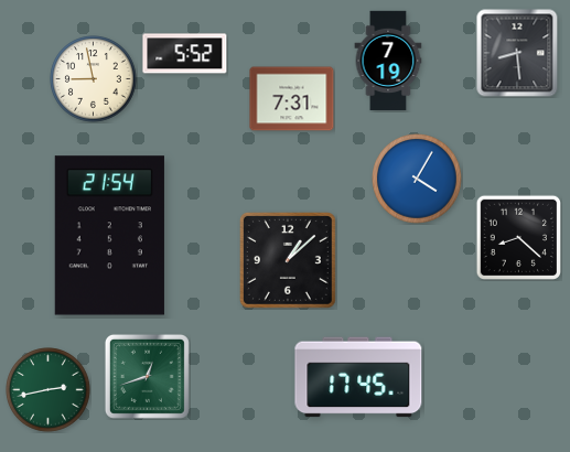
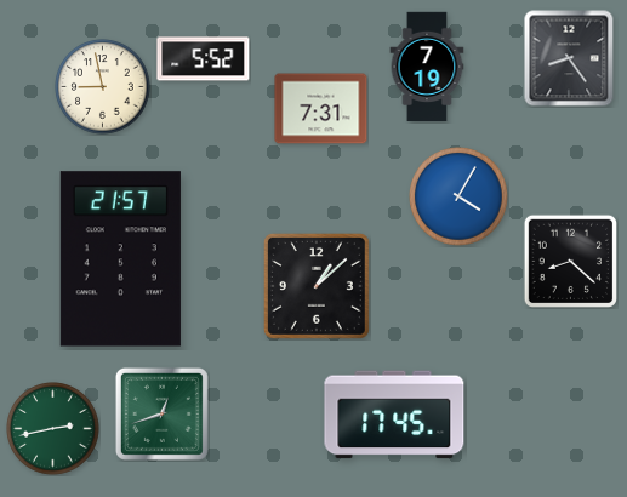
clock at (517, 53): 8:29 -> 8:24
clock at (109, 236): 21:54 -> 21:57
